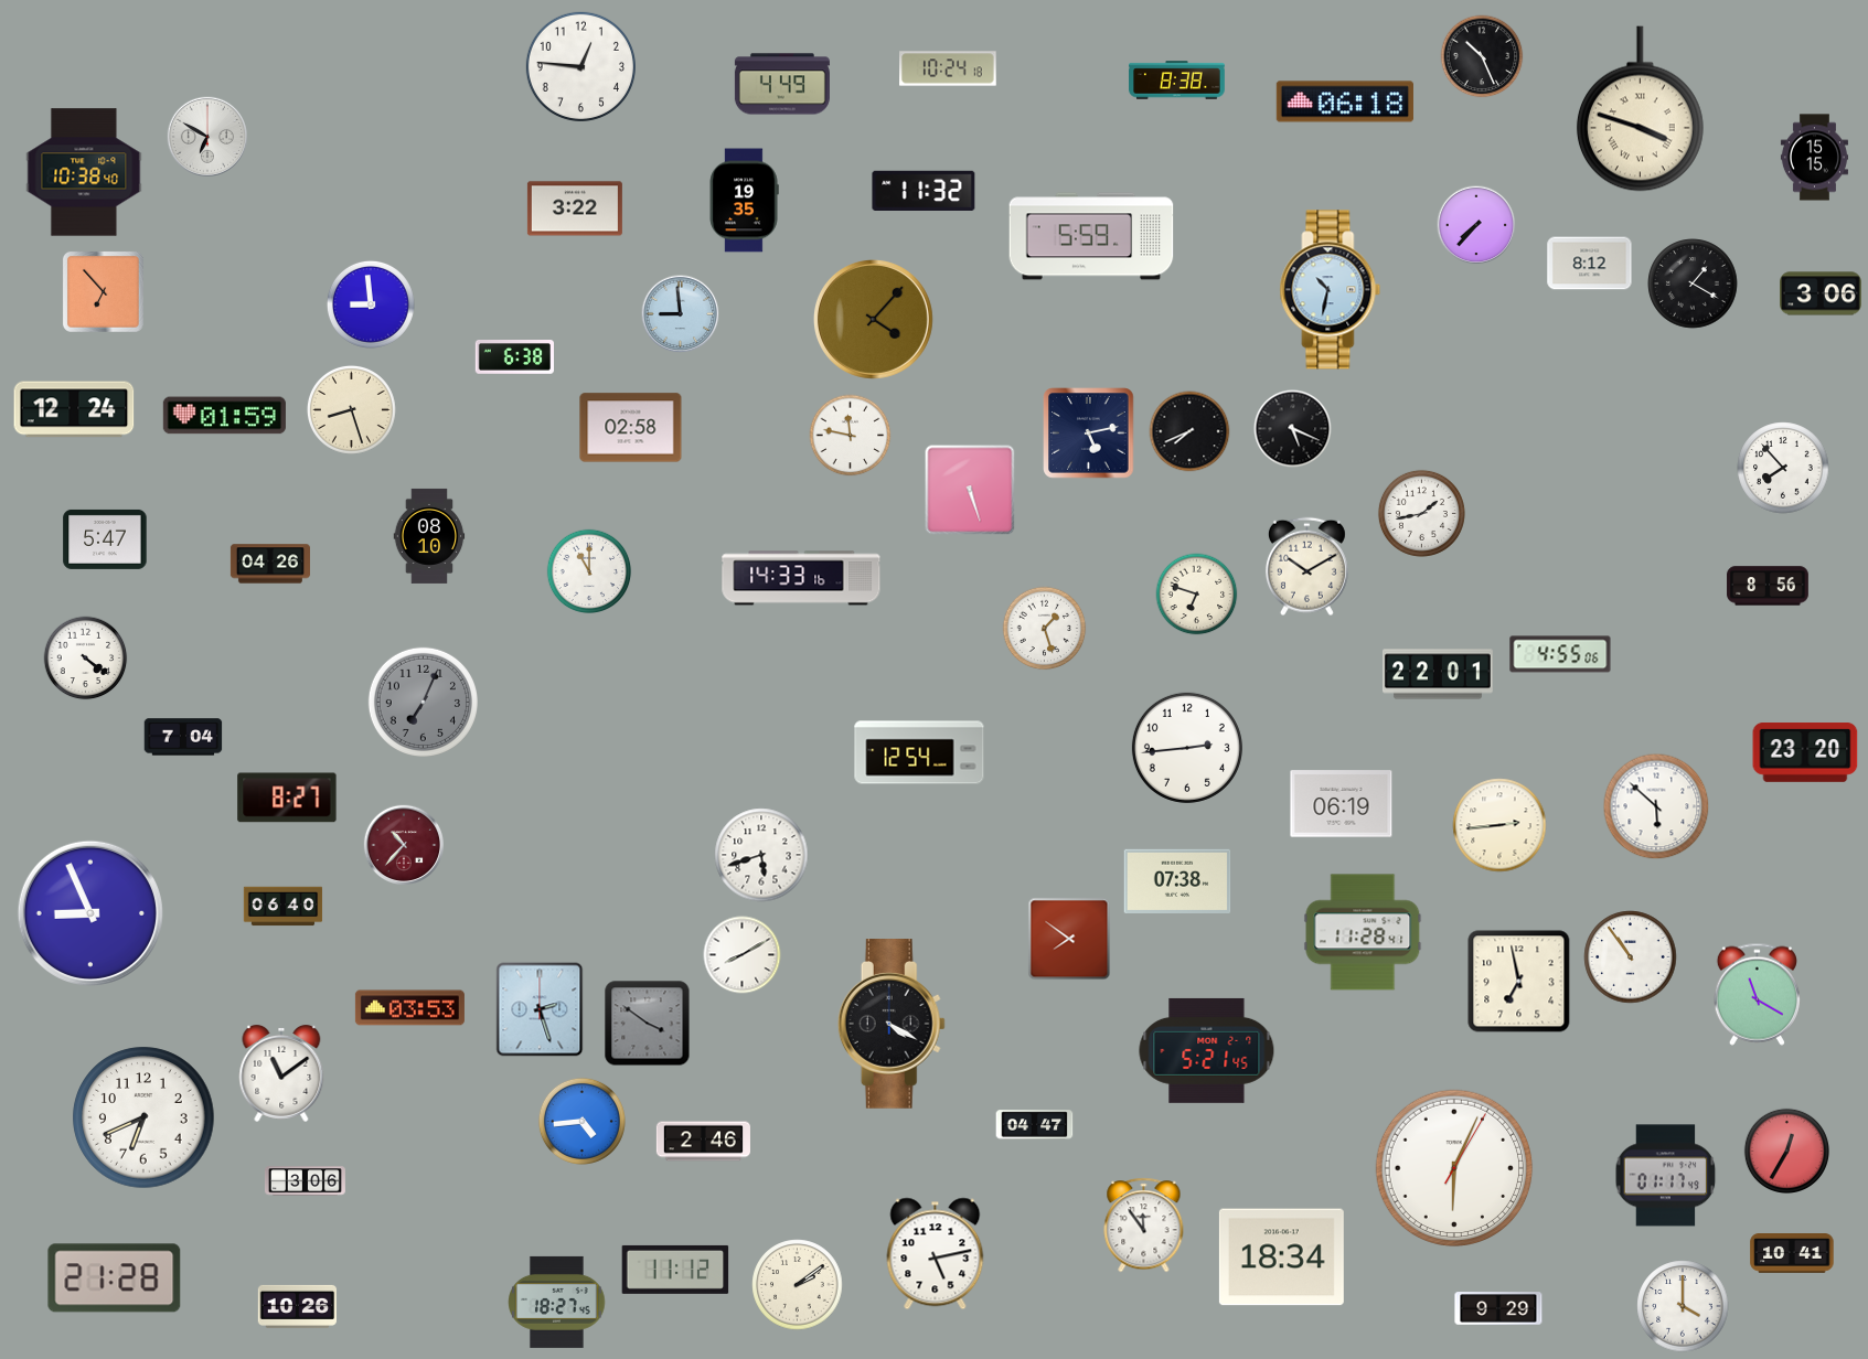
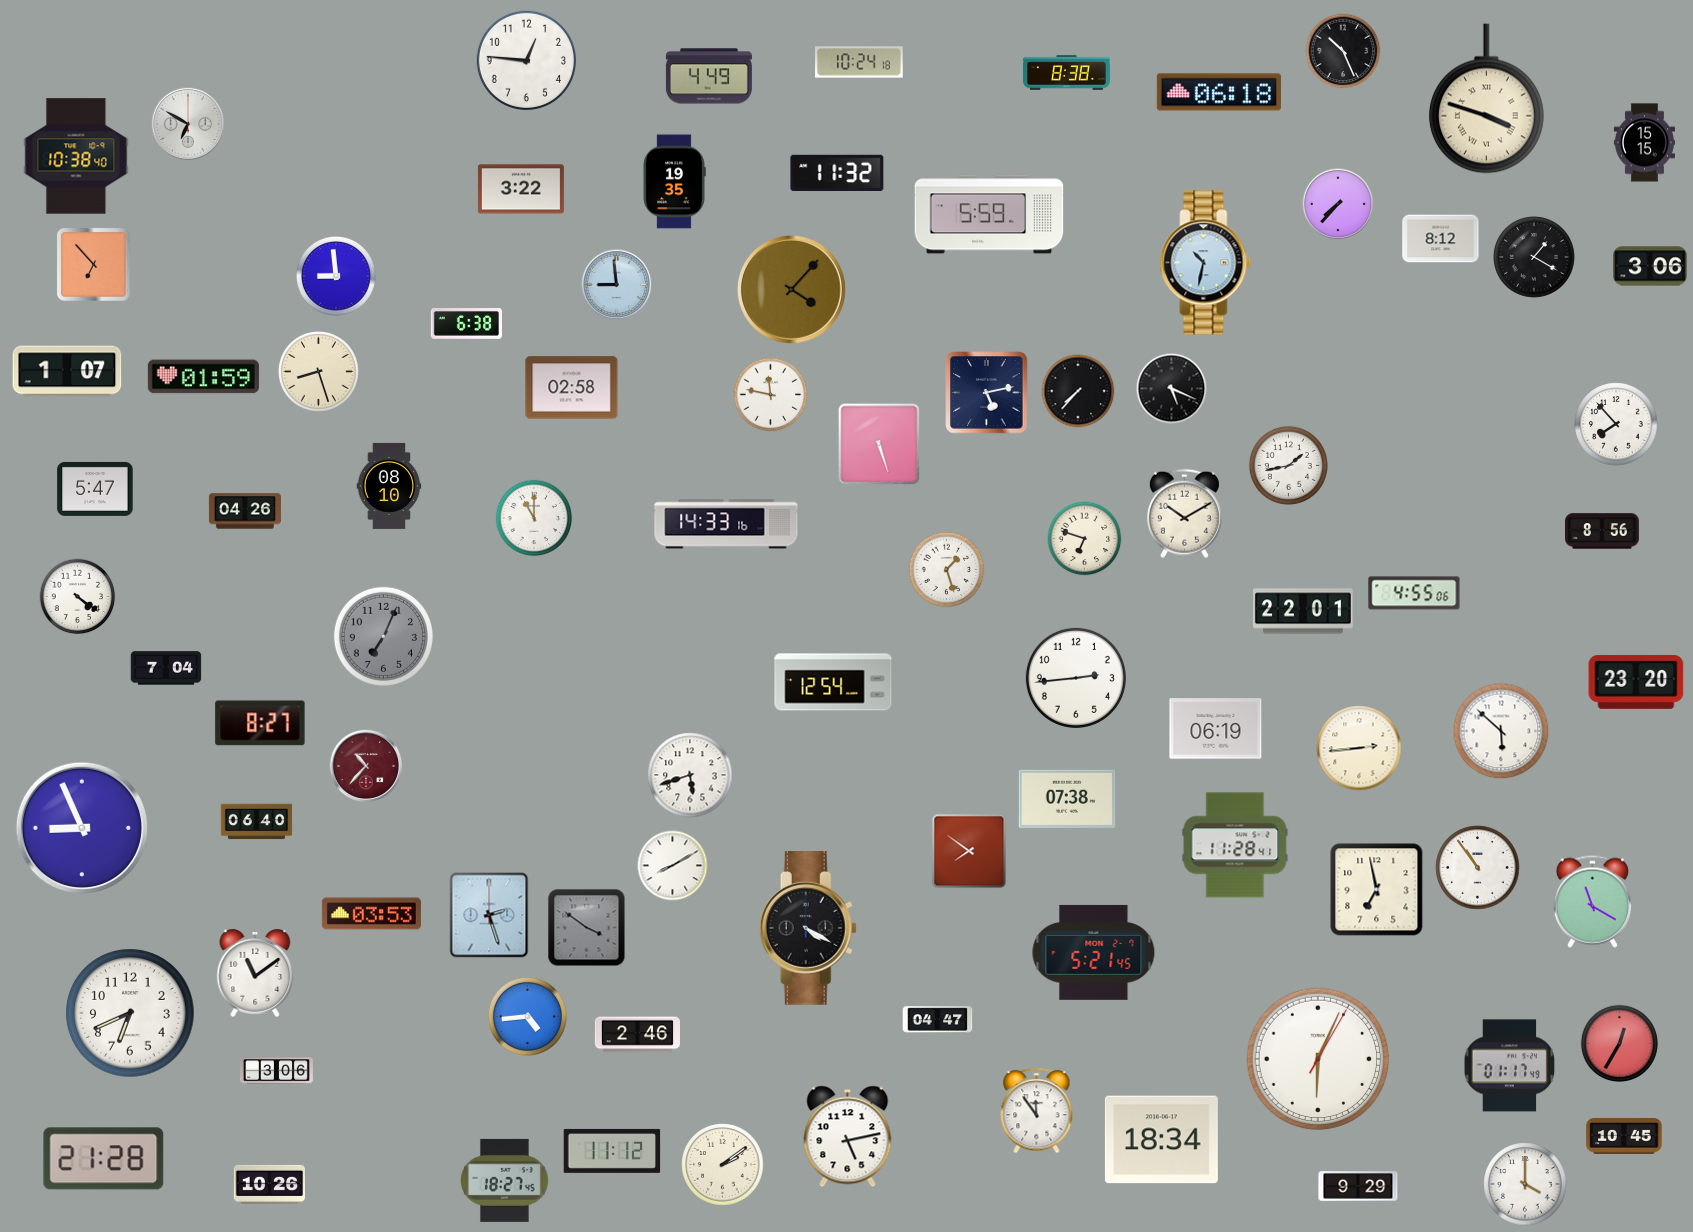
clock at (74, 409): 12:24 -> 1:07
clock at (1189, 431): 7:41 -> 7:37
clock at (1792, 1254): 10:41 -> 10:45
